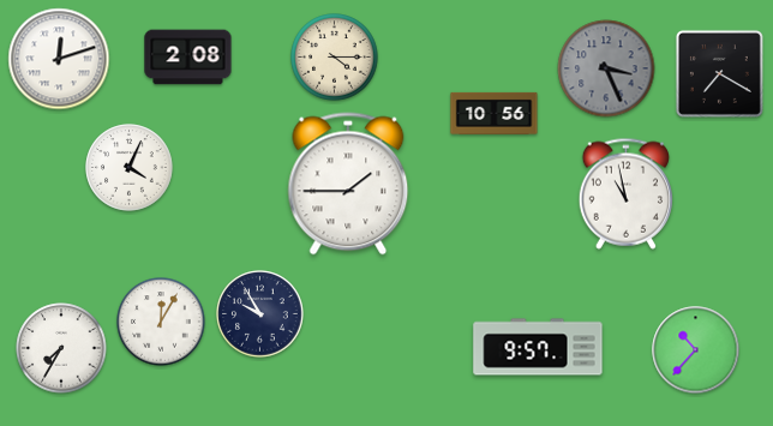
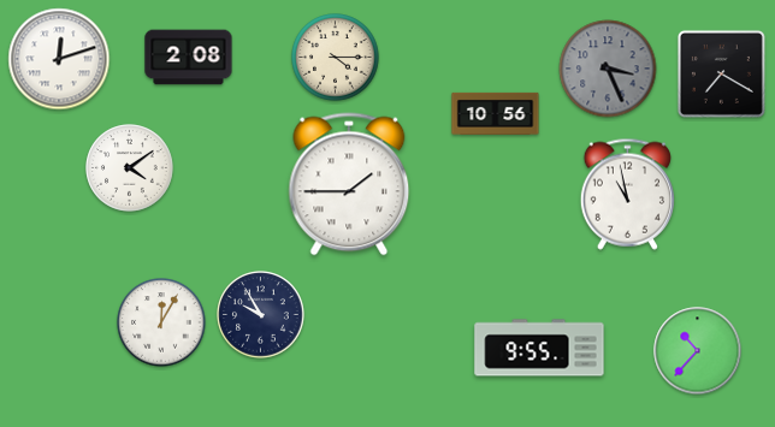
clock at (130, 168): 4:04 -> 4:09
clock at (538, 347): 9:57 -> 9:55
clock at (61, 348): 7:35 -> none
